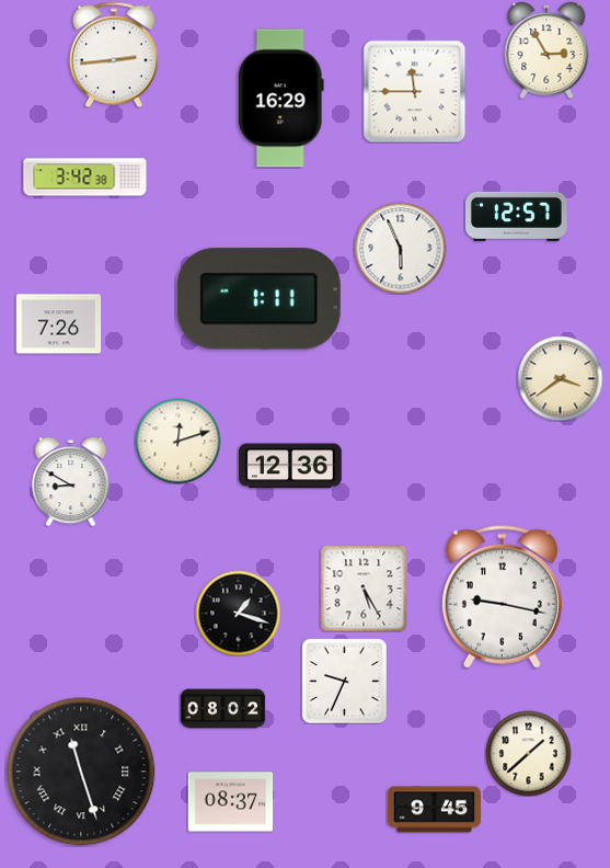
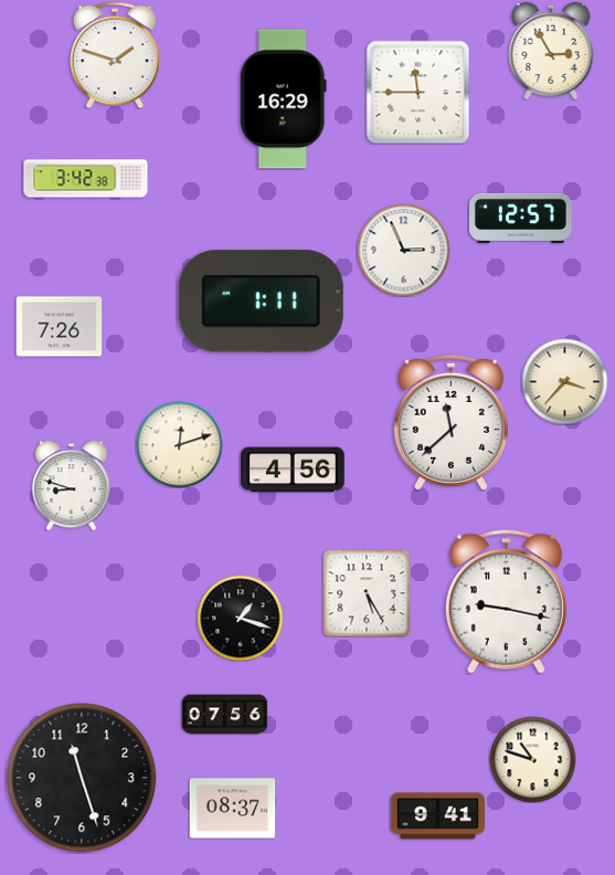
clock at (114, 55): 2:44 -> 1:48
clock at (400, 248): 5:56 -> 2:56
clock at (560, 378): 3:39 -> 3:37
clock at (450, 422): none -> 11:38
clock at (291, 466): 12:36 -> 4:56
clock at (71, 481): 8:50 -> 8:48
clock at (344, 681): 9:34 -> none
clock at (222, 709): 08:02 -> 07:56
clock at (528, 753): 1:38 -> 10:48
clock at (81, 772) numerals: Roman -> Arabic
clock at (434, 810): 9:45 -> 9:41
